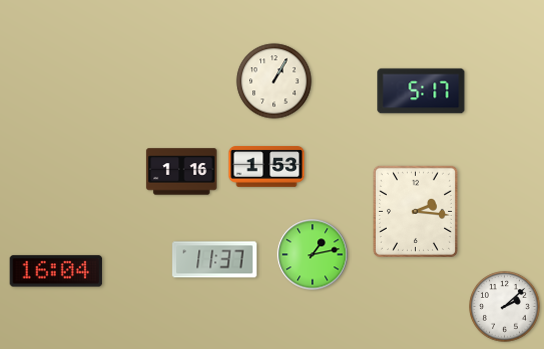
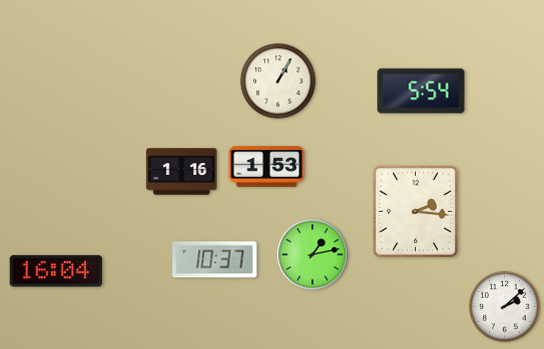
clock at (274, 81) position: (274, 81) -> (278, 81)
clock at (421, 91): 5:17 -> 5:54
clock at (215, 260): 11:37 -> 10:37
